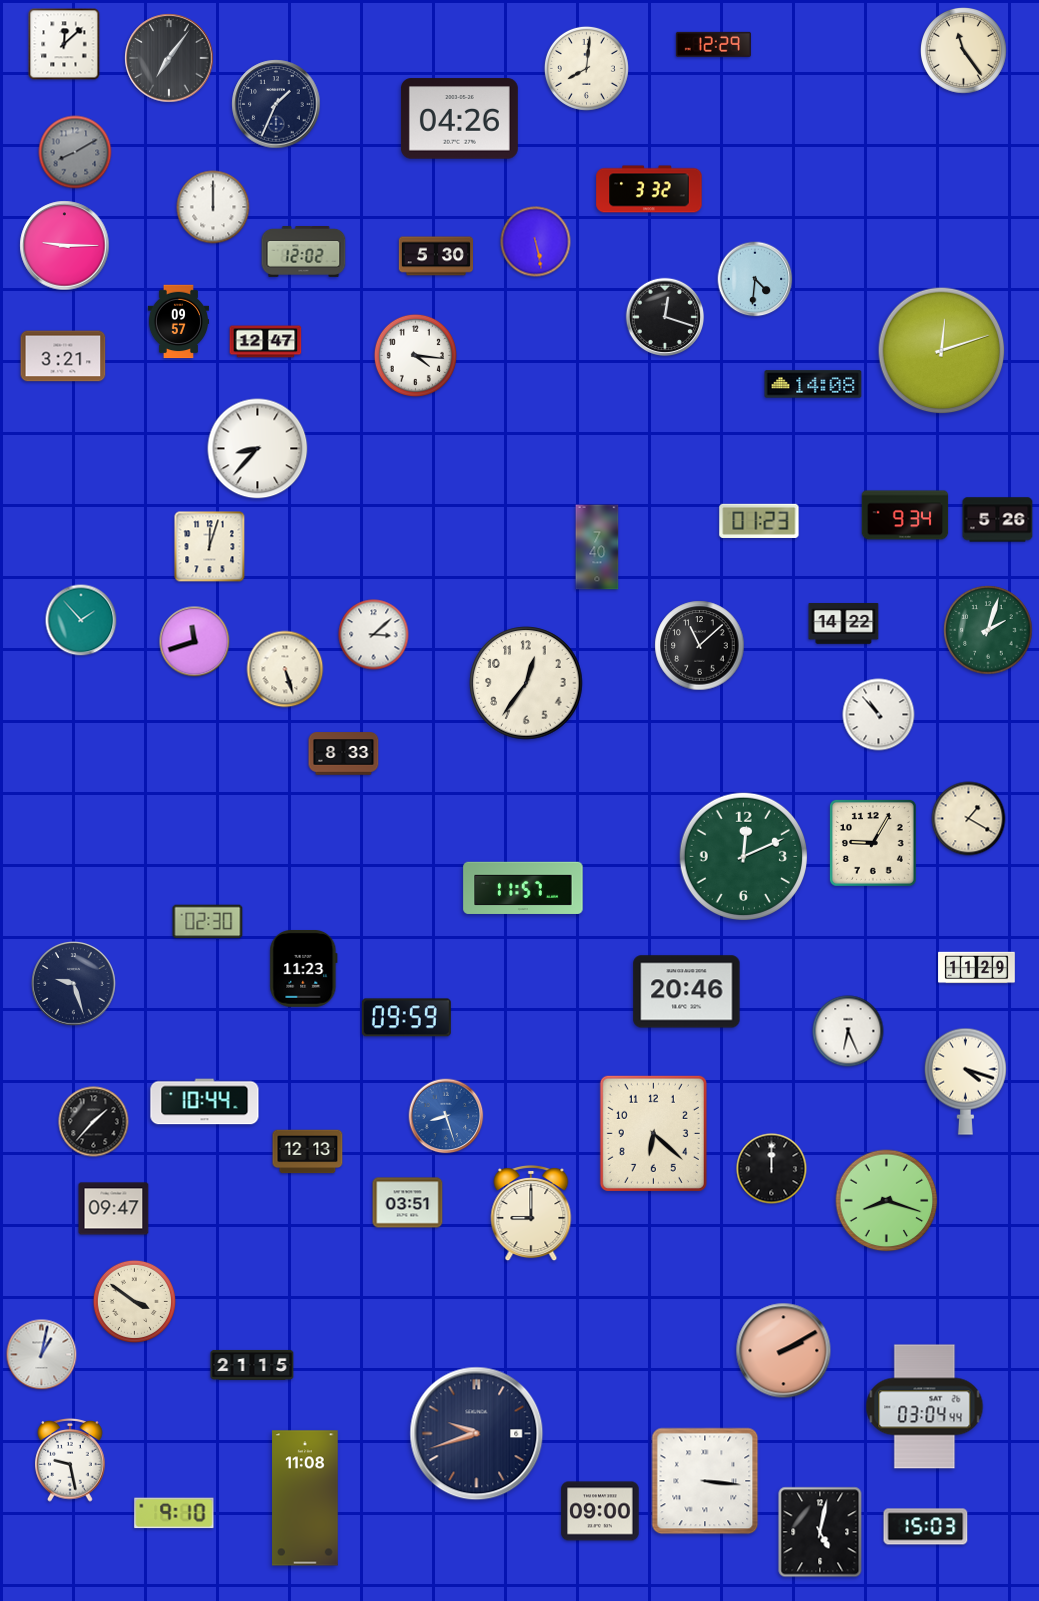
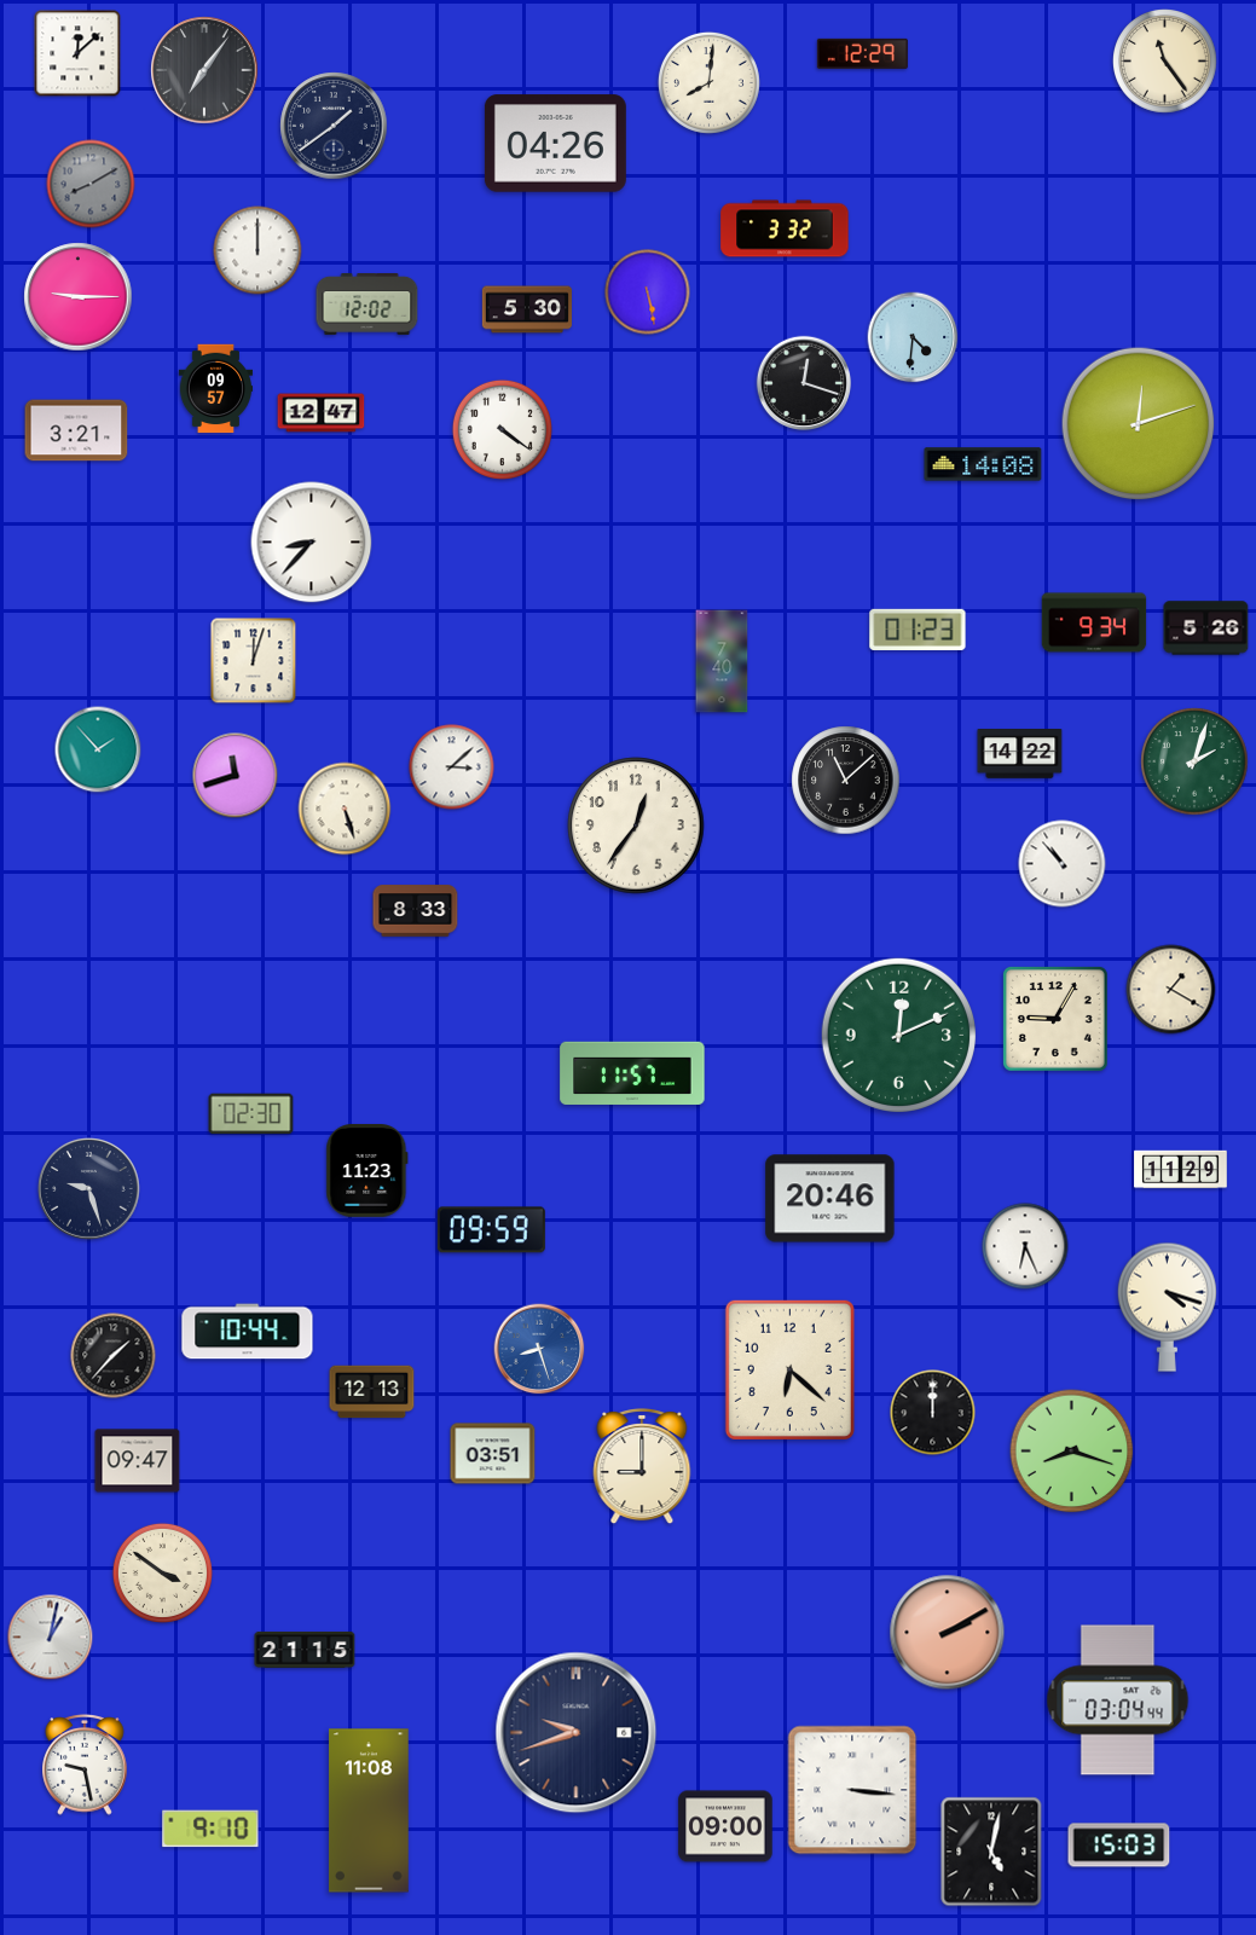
clock at (276, 104): 1:34 -> 1:39
clock at (415, 355): 4:16 -> 4:21
